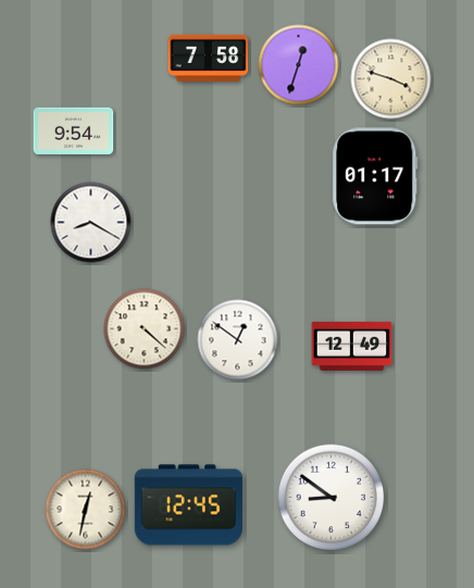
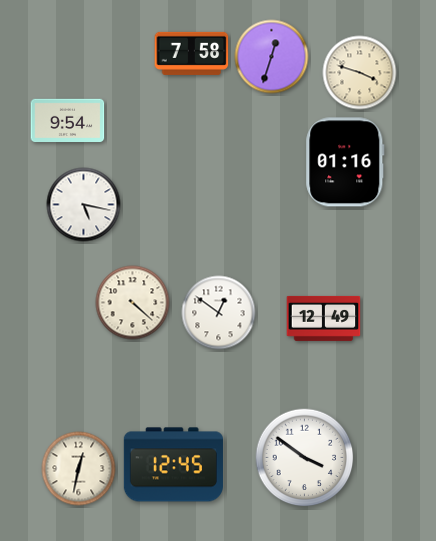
clock at (299, 65) position: (299, 65) -> (272, 57)
clock at (375, 176): 01:17 -> 01:16
clock at (91, 223): 8:20 -> 5:17
clock at (332, 498): 8:51 -> 3:51
